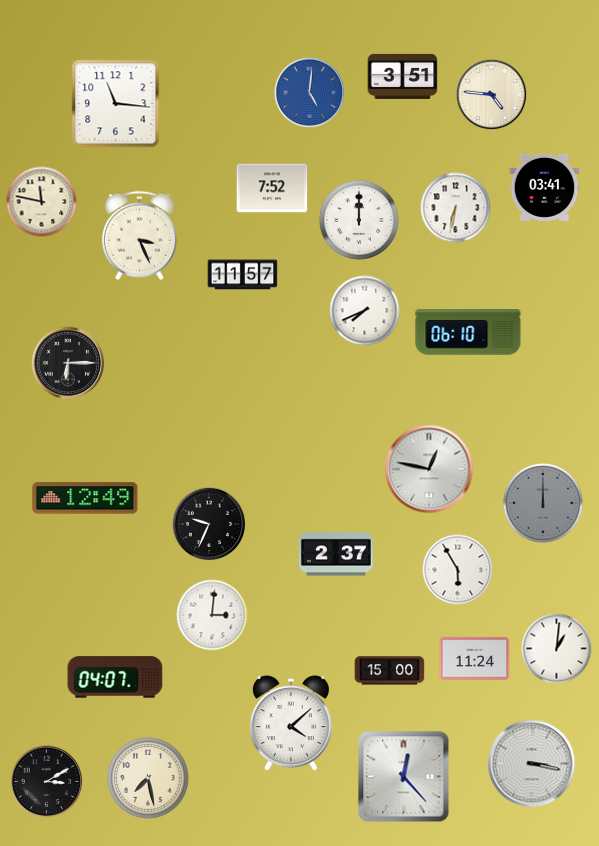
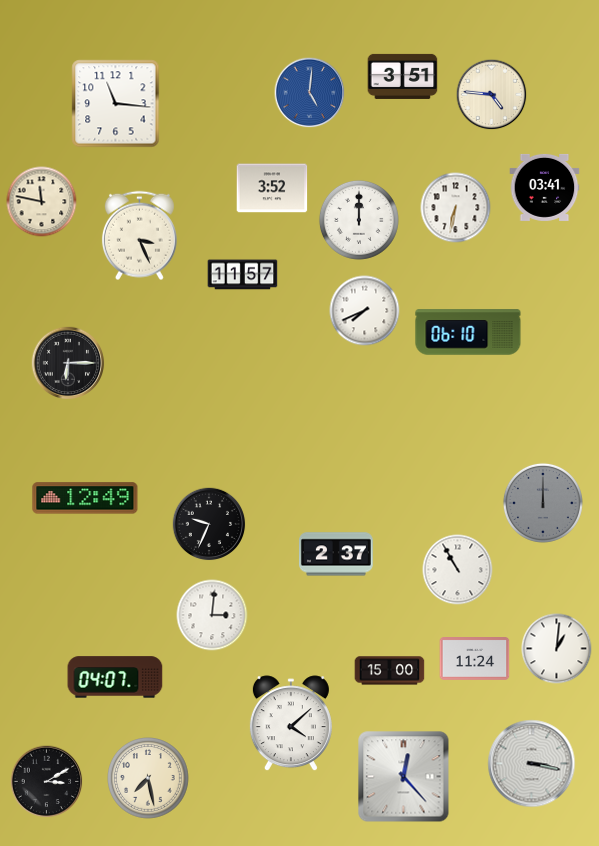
clock at (272, 188): 7:52 -> 3:52
clock at (429, 469): 12:47 -> none
clock at (458, 570): 5:55 -> 10:55
